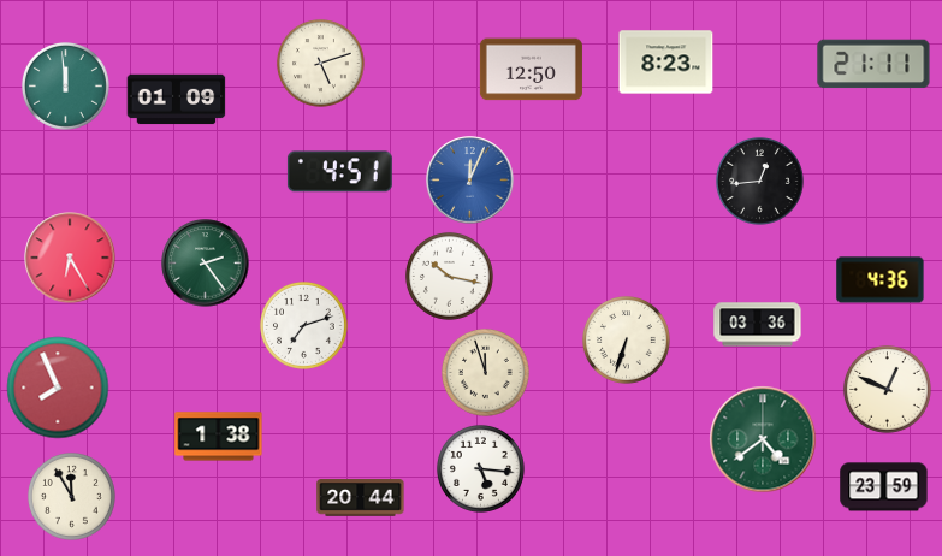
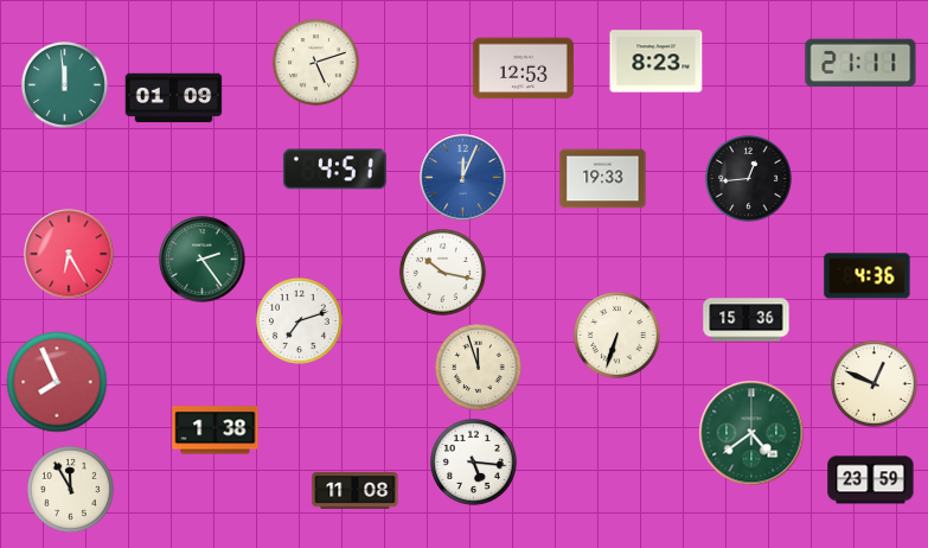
clock at (531, 70): 12:50 -> 12:53
clock at (603, 179): none -> 19:33
clock at (758, 325): 03:36 -> 15:36
clock at (361, 498): 20:44 -> 11:08
